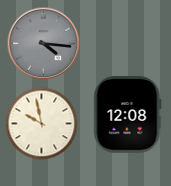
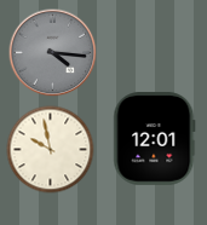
clock at (128, 115): 12:08 -> 12:01
